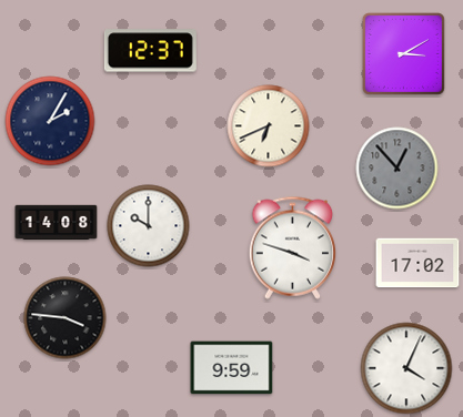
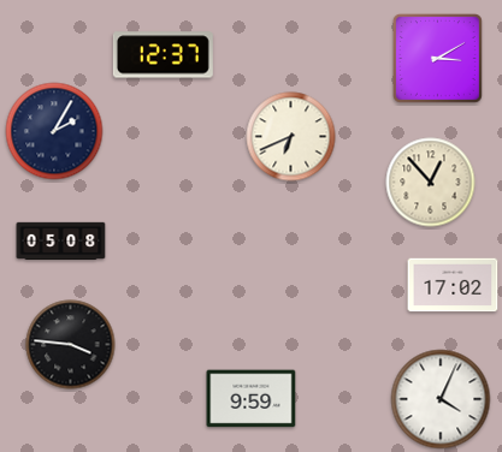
clock at (397, 169) dial: grey -> cream
clock at (57, 223): 14:08 -> 05:08
clock at (149, 226): 10:00 -> none
clock at (292, 247): 3:48 -> none
